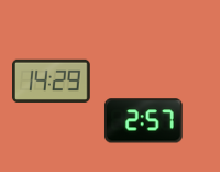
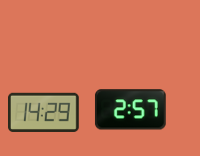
clock at (52, 80) position: (52, 80) -> (44, 112)
